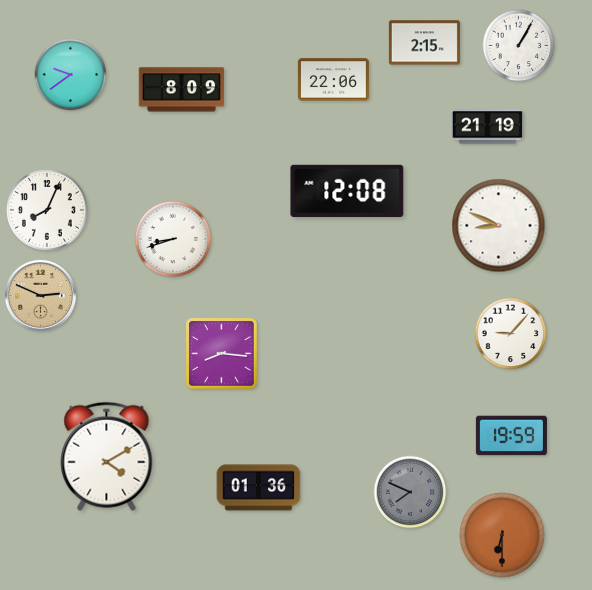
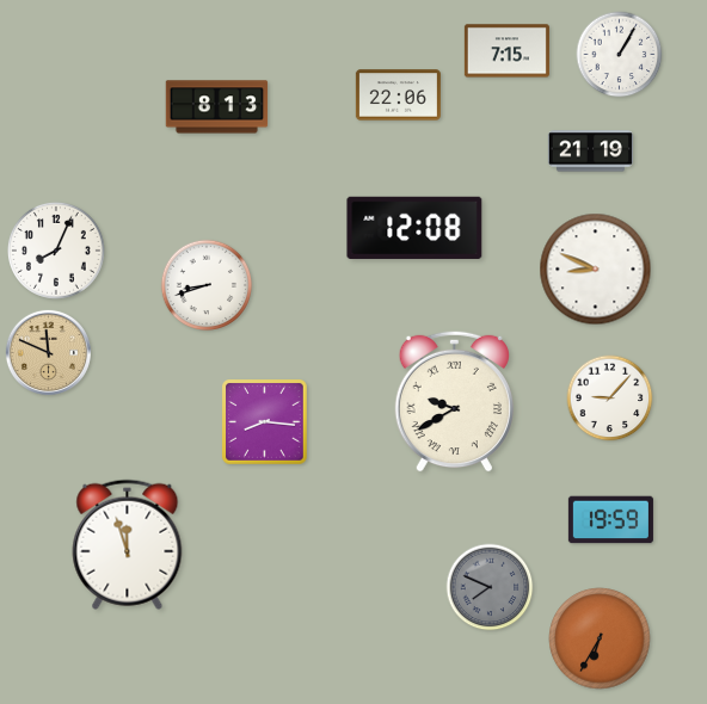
clock at (424, 43): 2:15 -> 7:15
clock at (71, 75): 9:39 -> none
clock at (182, 90): 8:09 -> 8:13
clock at (487, 127) position: (487, 127) -> (590, 152)
clock at (40, 295): 2:49 -> 11:49
clock at (454, 401): none -> 9:40
clock at (107, 456): 4:10 -> 11:57
clock at (259, 488): 01:36 -> none
clock at (502, 535): 6:30 -> 6:35
